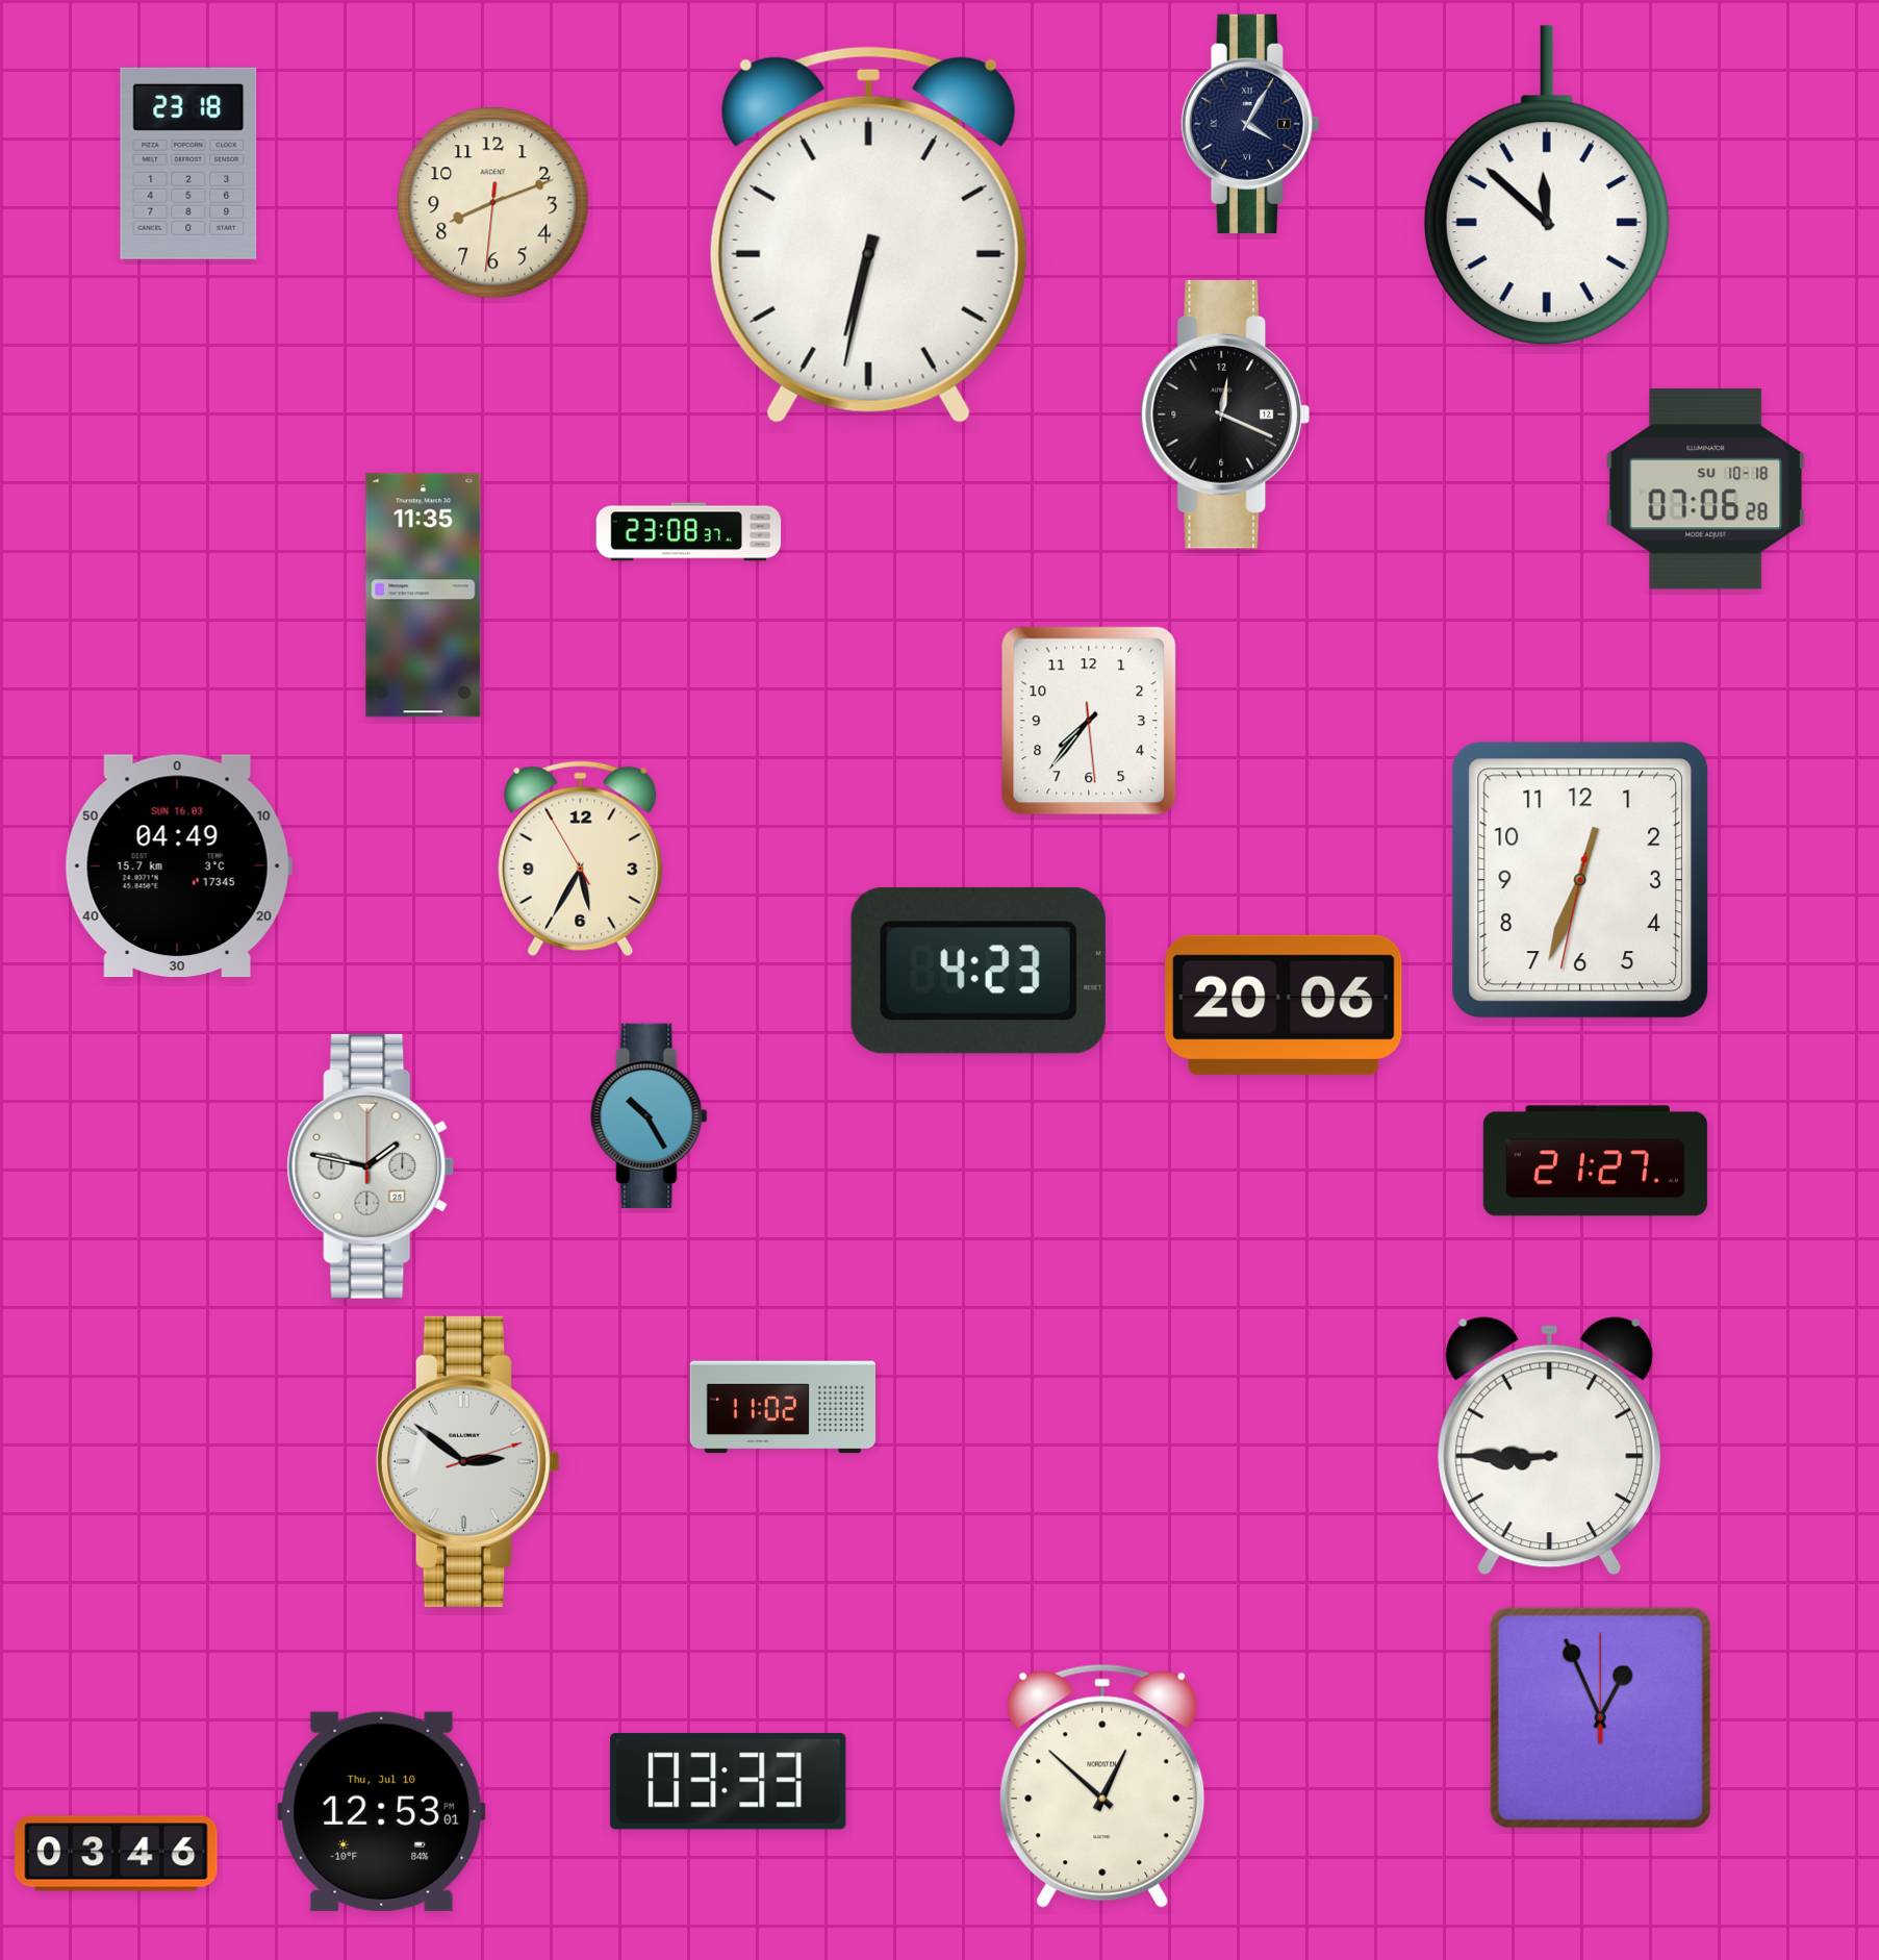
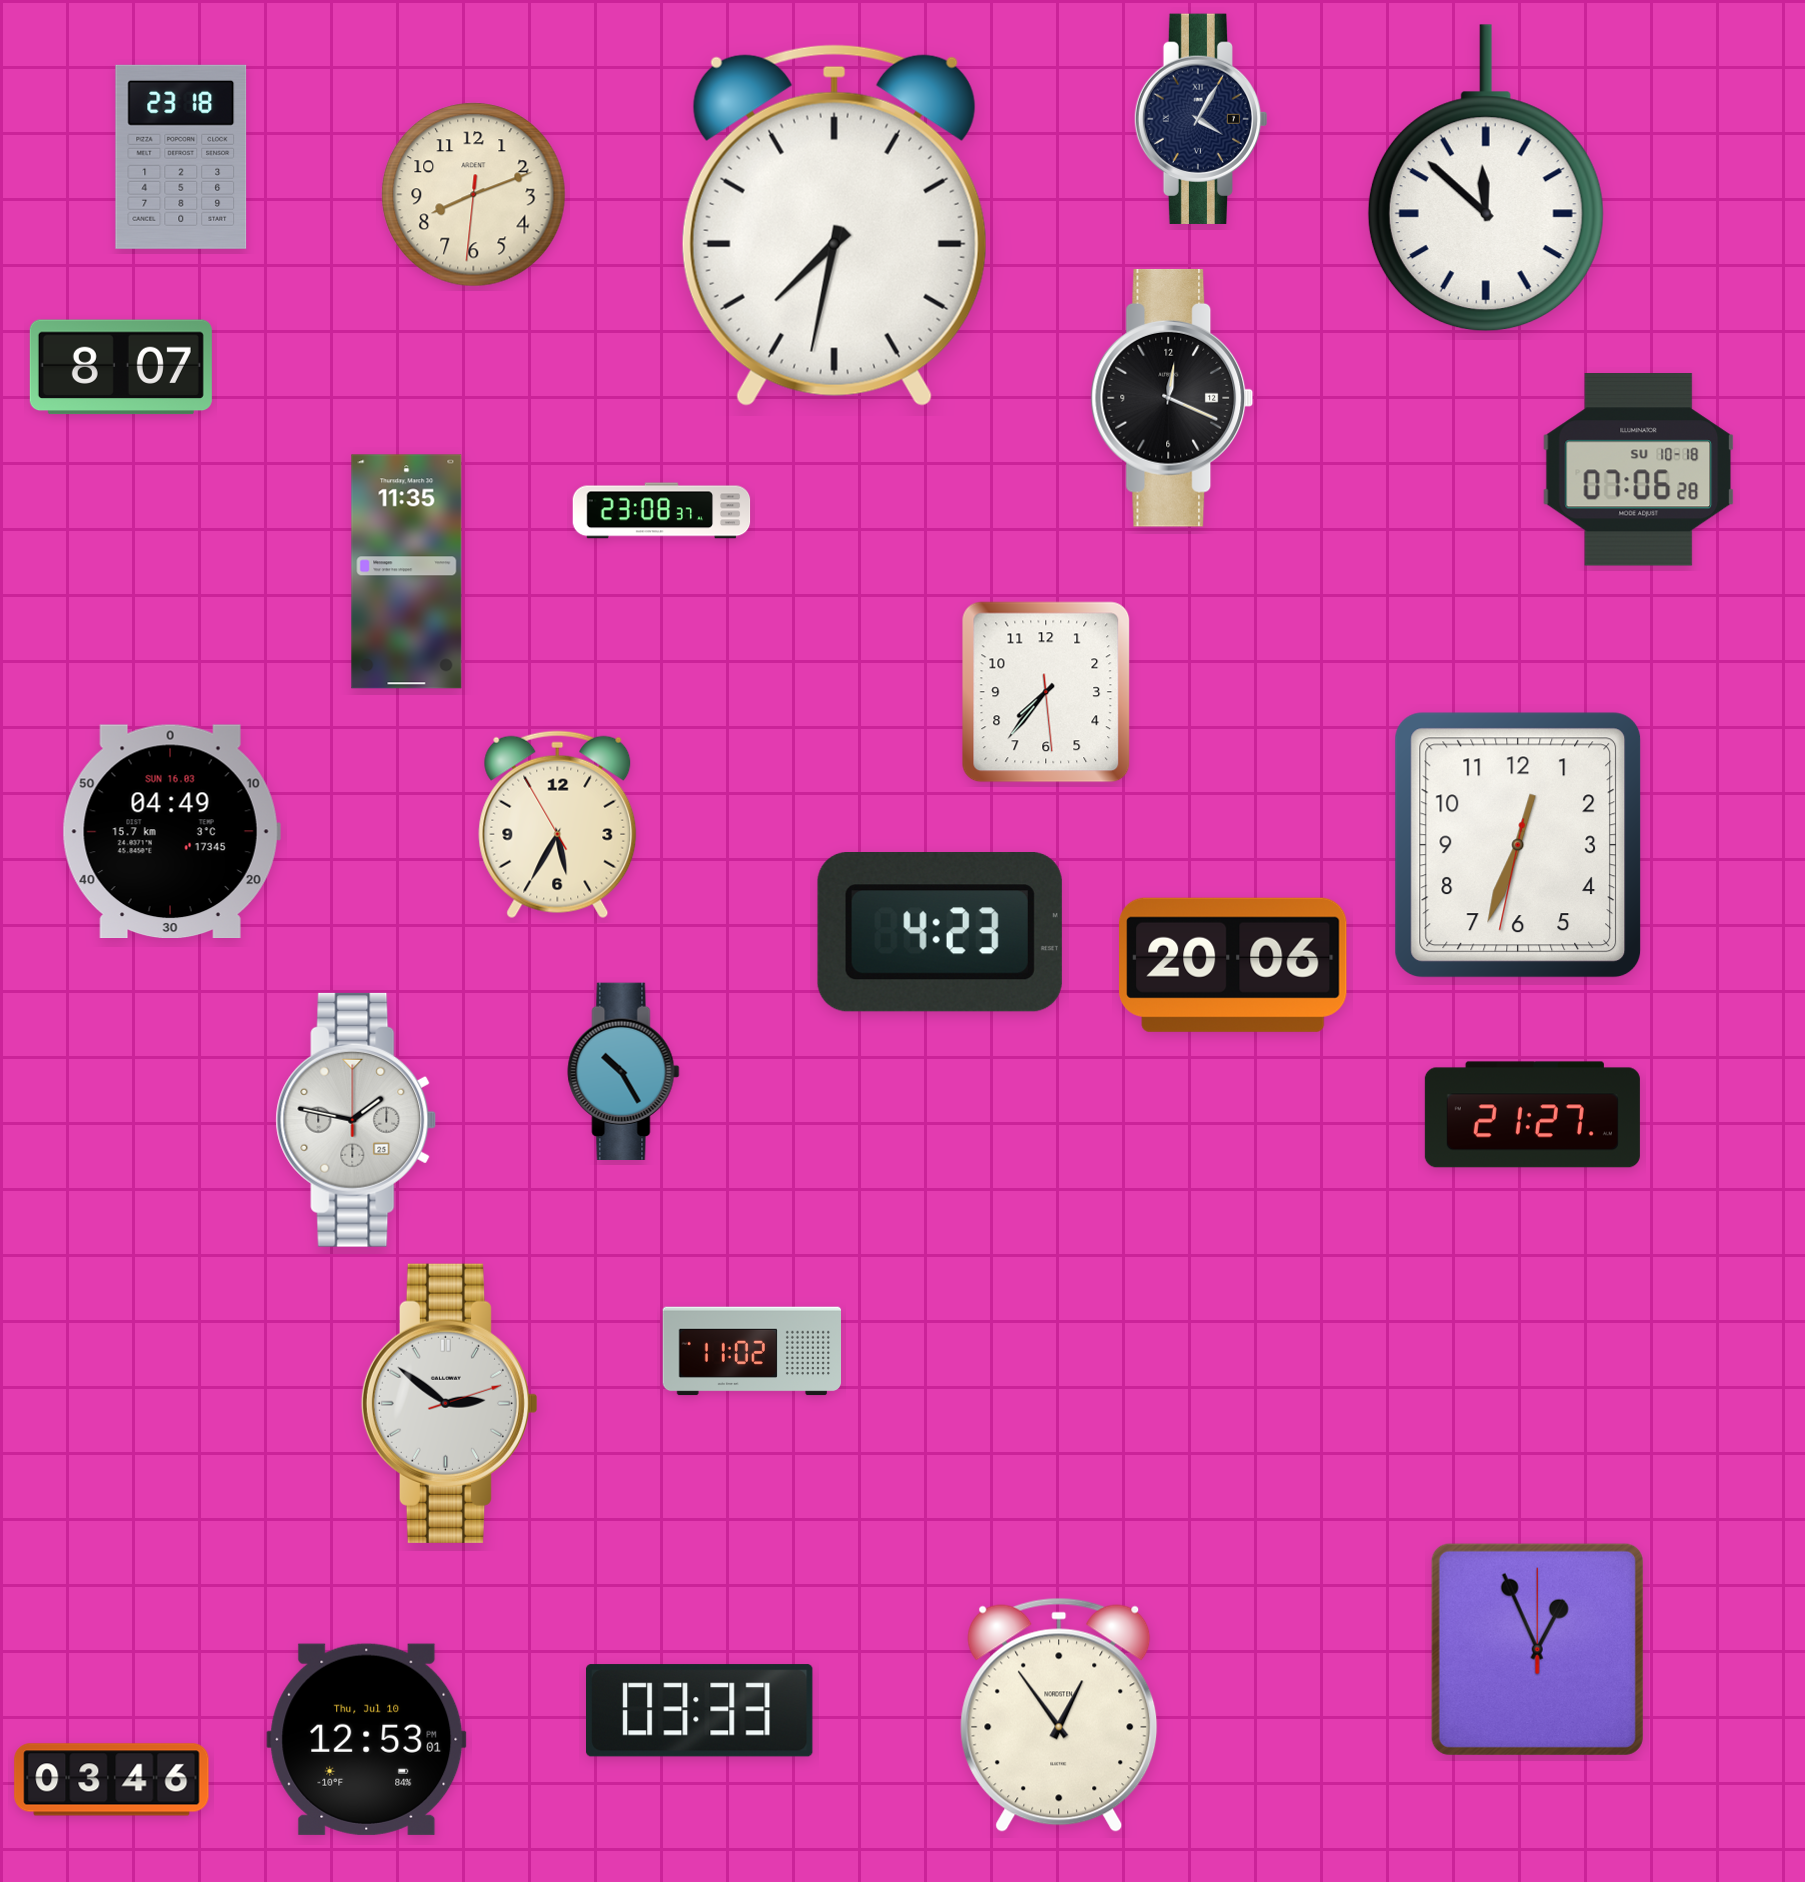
clock at (868, 234): 6:32 -> 7:32
clock at (121, 367): none -> 8:07
clock at (1225, 414) position: (1225, 414) -> (1172, 398)
clock at (1550, 1447): 8:45 -> none
clock at (1102, 1786): 12:52 -> 12:54
